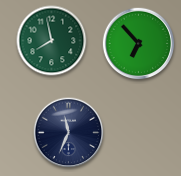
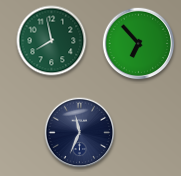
clock at (69, 133) position: (69, 133) -> (80, 133)
